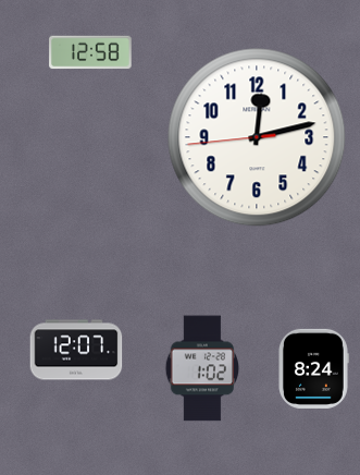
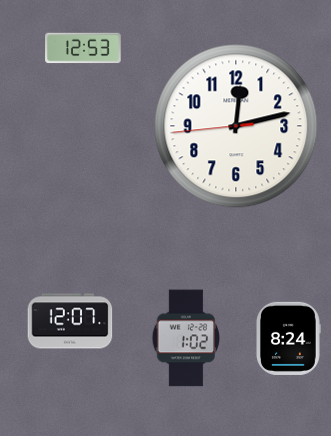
clock at (90, 52): 12:58 -> 12:53
